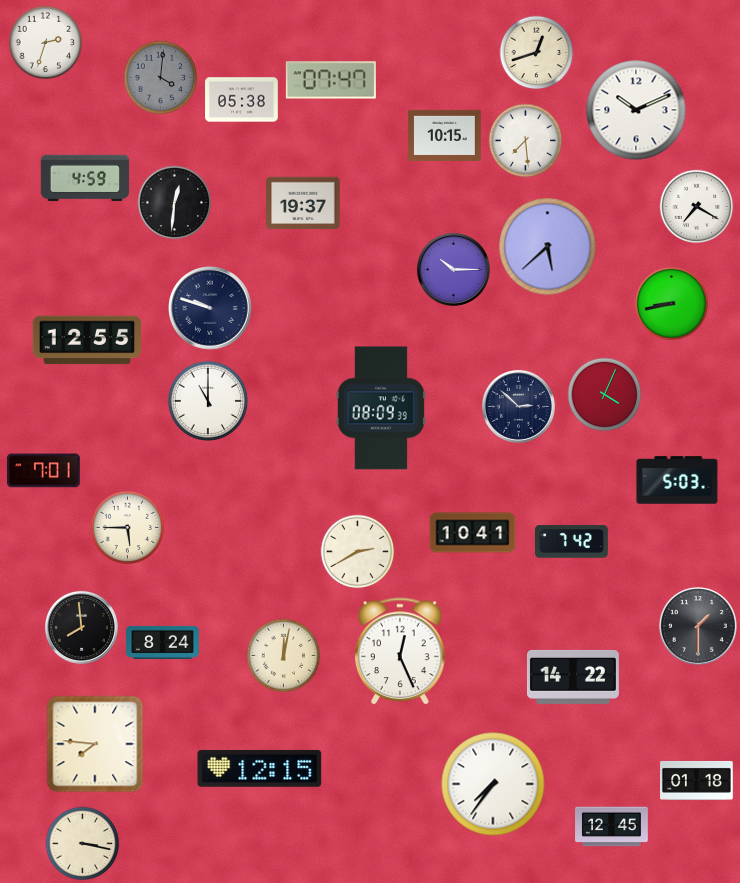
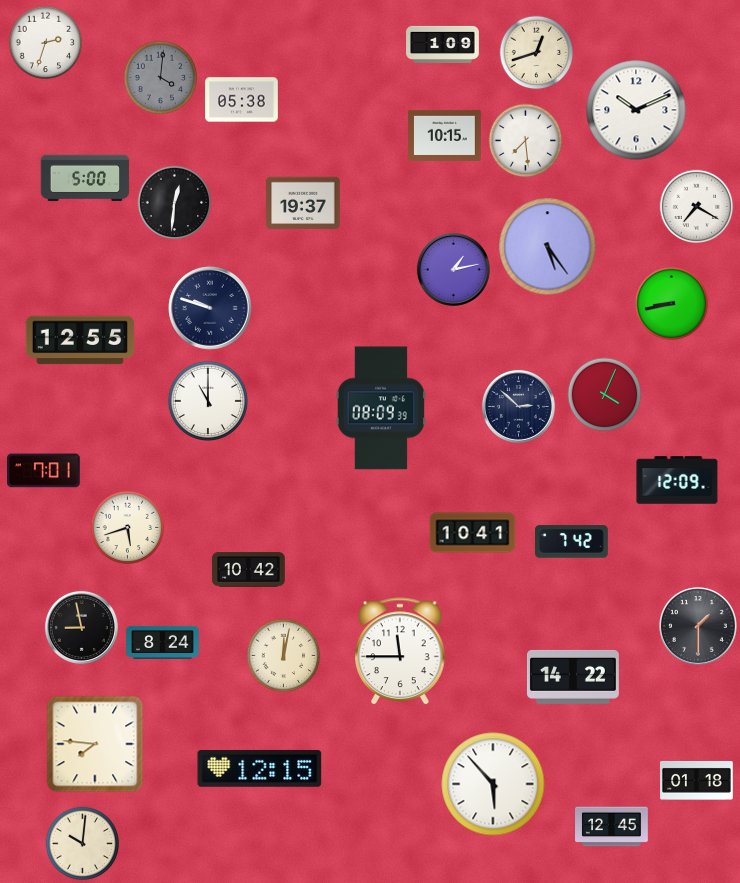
clock at (443, 44): none -> 1:09
clock at (331, 80): 07:47 -> none
clock at (85, 178): 4:59 -> 5:00
clock at (548, 247): 5:38 -> 5:24
clock at (453, 269): 10:15 -> 1:13
clock at (87, 340) position: (87, 340) -> (80, 340)
clock at (677, 480): 5:03 -> 12:09
clock at (128, 528): 5:45 -> 5:42
clock at (358, 552): 2:40 -> none
clock at (249, 570): none -> 10:42
clock at (81, 627): 7:59 -> 8:58
clock at (401, 652): 12:26 -> 11:45
clock at (493, 784): 7:36 -> 5:53
clock at (83, 844): 3:17 -> 10:01
